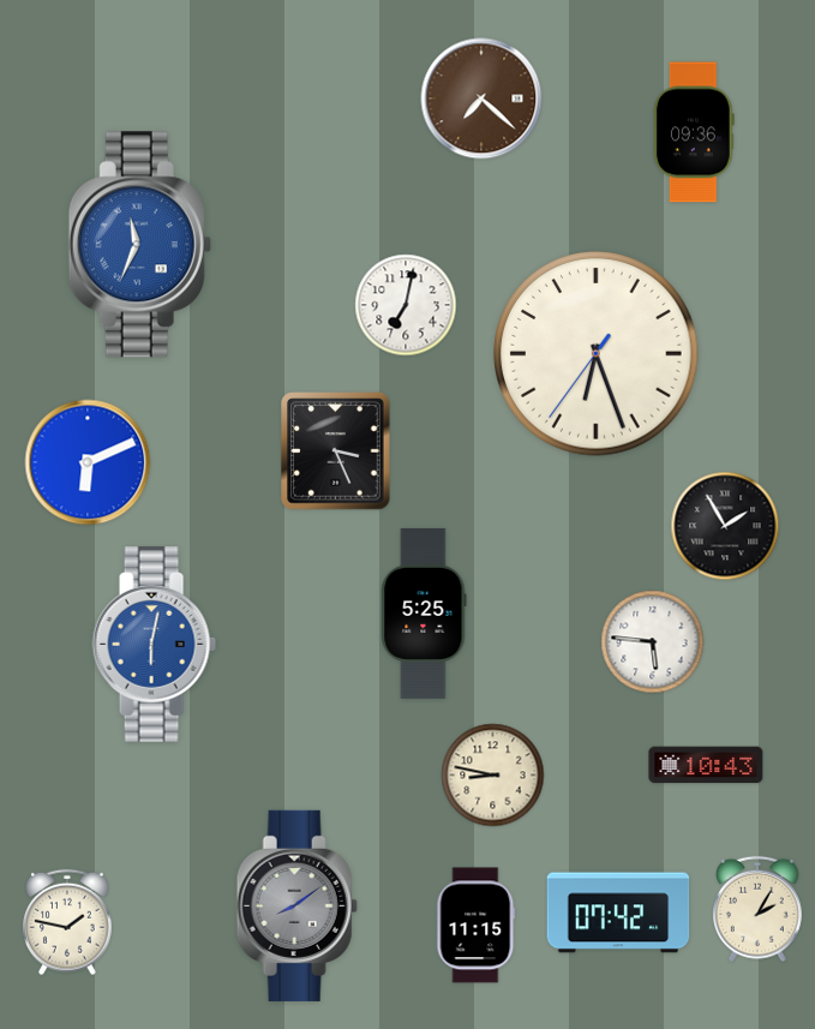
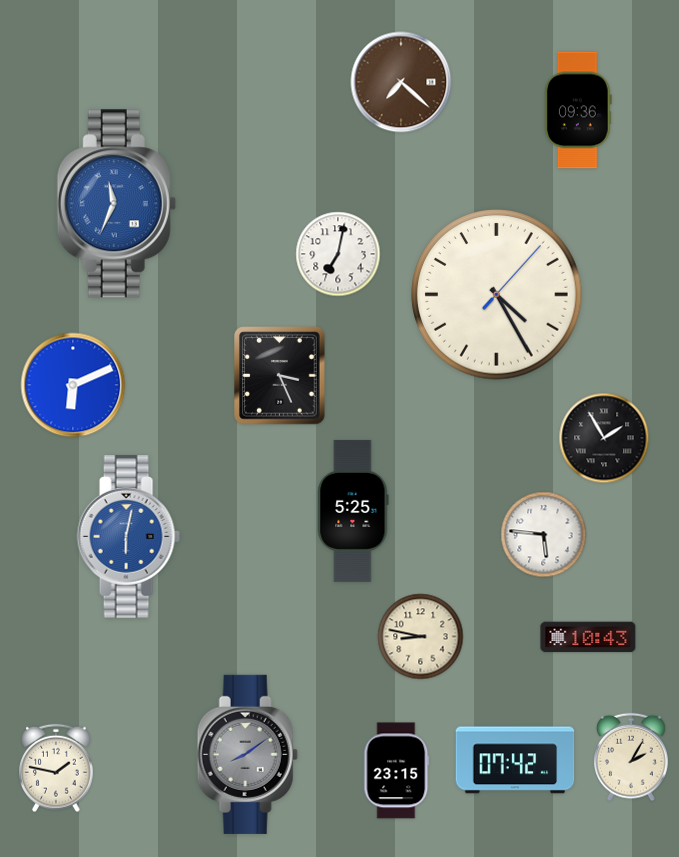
clock at (597, 354): 6:26 -> 4:25
clock at (493, 776) position: (493, 776) -> (421, 637)
clock at (477, 926): 11:15 -> 23:15
